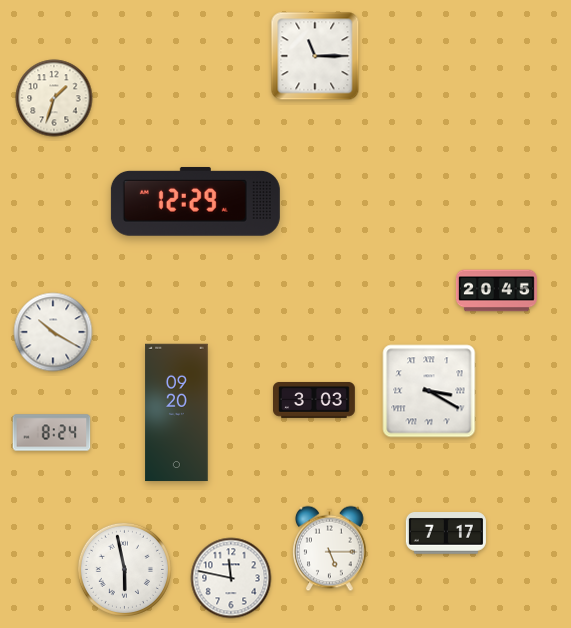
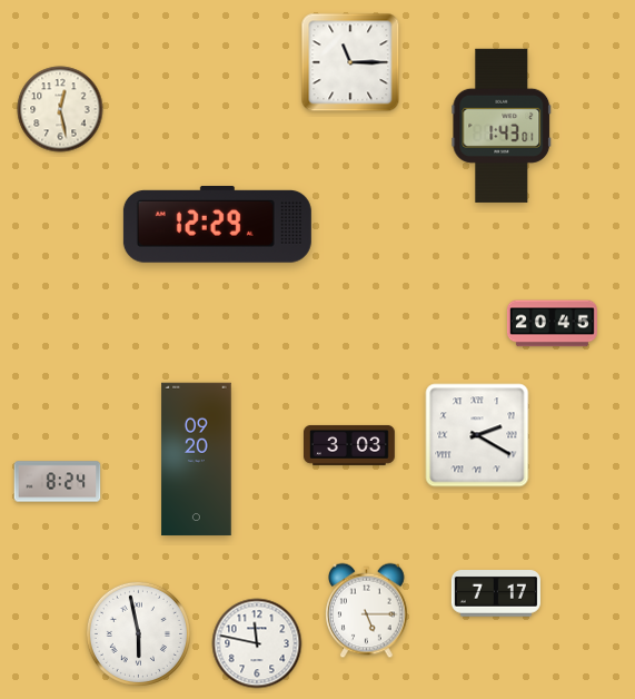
clock at (54, 98): 1:33 -> 12:28
clock at (502, 126): none -> 1:43
clock at (53, 332): 10:20 -> none
clock at (429, 391): 3:20 -> 2:20
